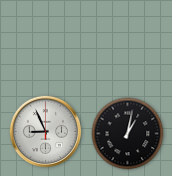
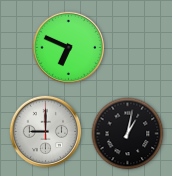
clock at (68, 47): none -> 6:49
clock at (45, 131): 8:56 -> 9:00
